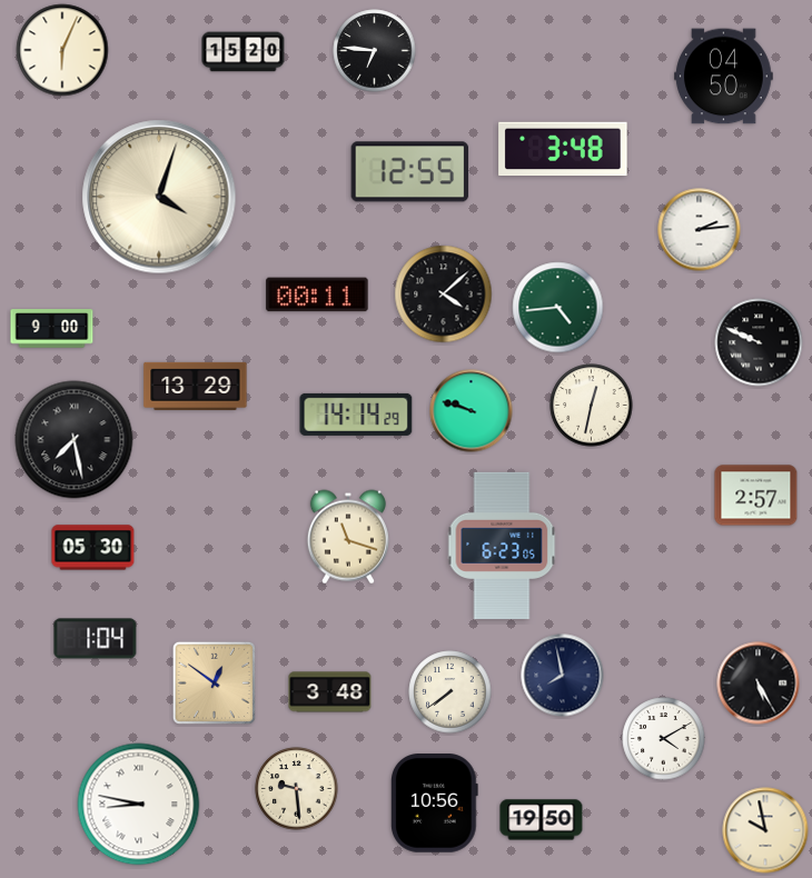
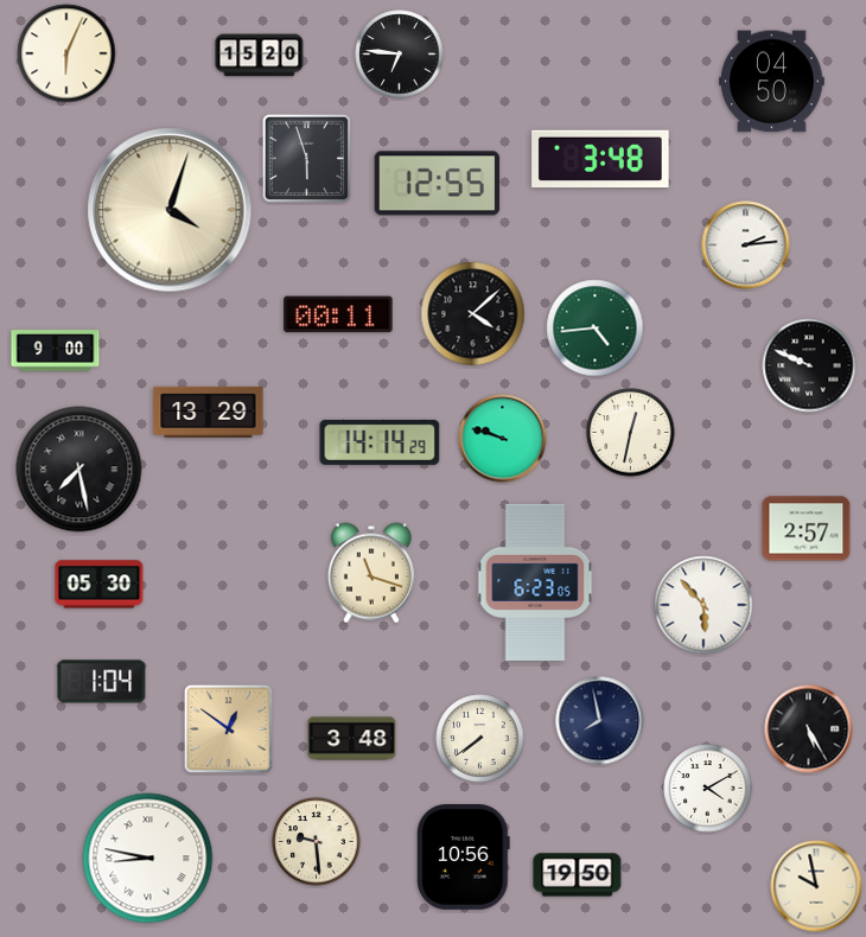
clock at (306, 158): none -> 5:57
clock at (703, 605): none -> 5:53
